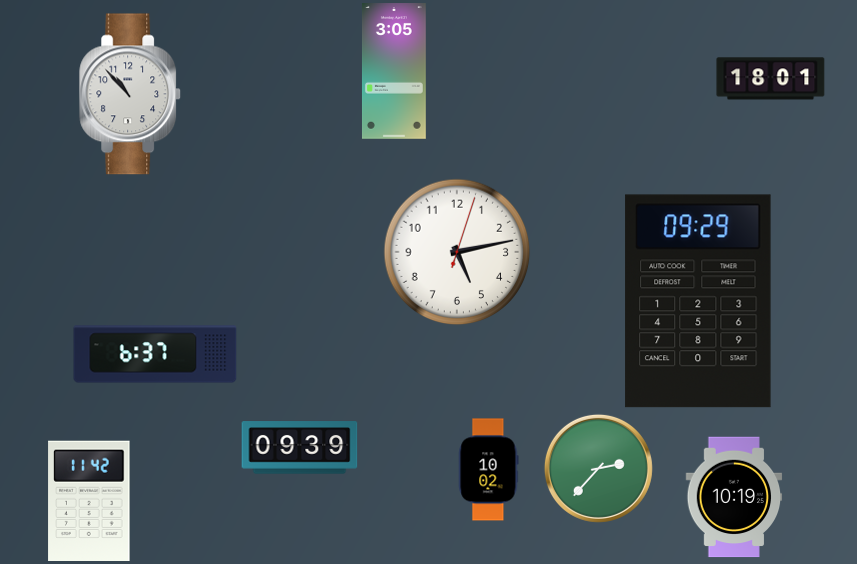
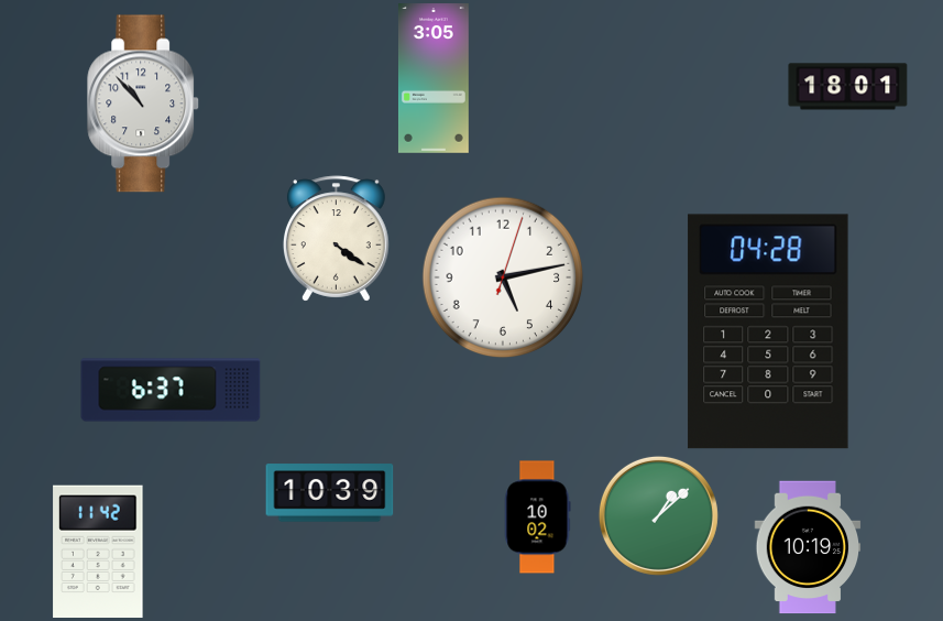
clock at (336, 239): none -> 4:21
clock at (698, 301): 09:29 -> 04:28
clock at (300, 448): 09:39 -> 10:39
clock at (598, 468): 2:37 -> 1:08
